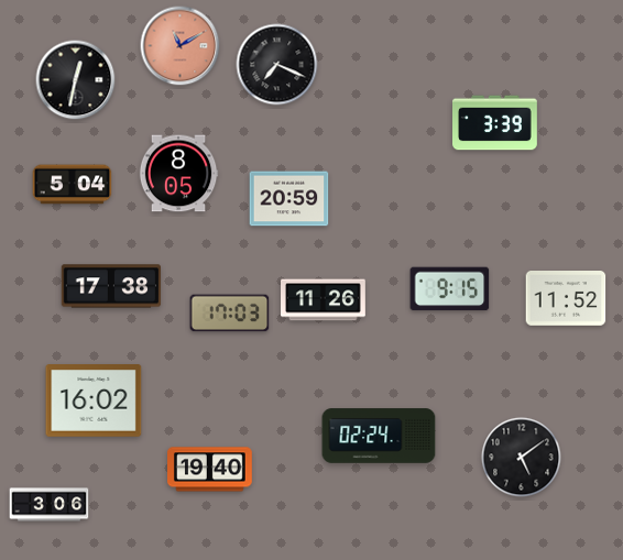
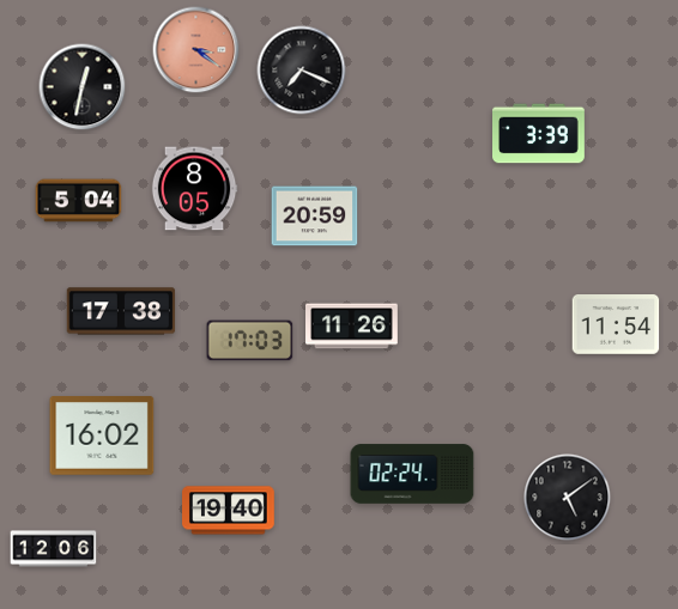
clock at (181, 46): 11:10 -> 3:21
clock at (450, 289): 9:15 -> none
clock at (566, 299): 11:52 -> 11:54
clock at (50, 505): 3:06 -> 12:06
